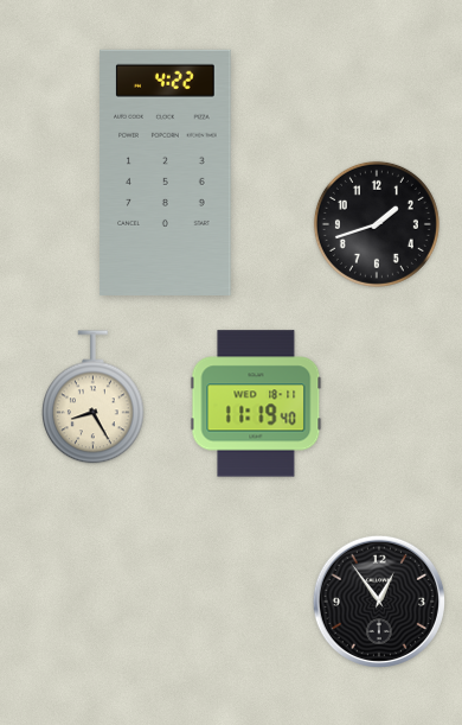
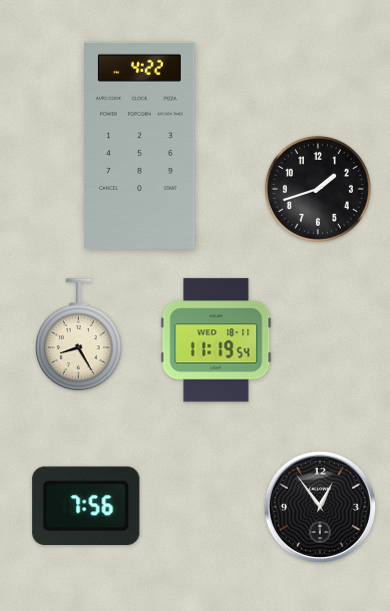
clock at (256, 403): 11:19:40 -> 11:19:54
clock at (86, 505): none -> 7:56
